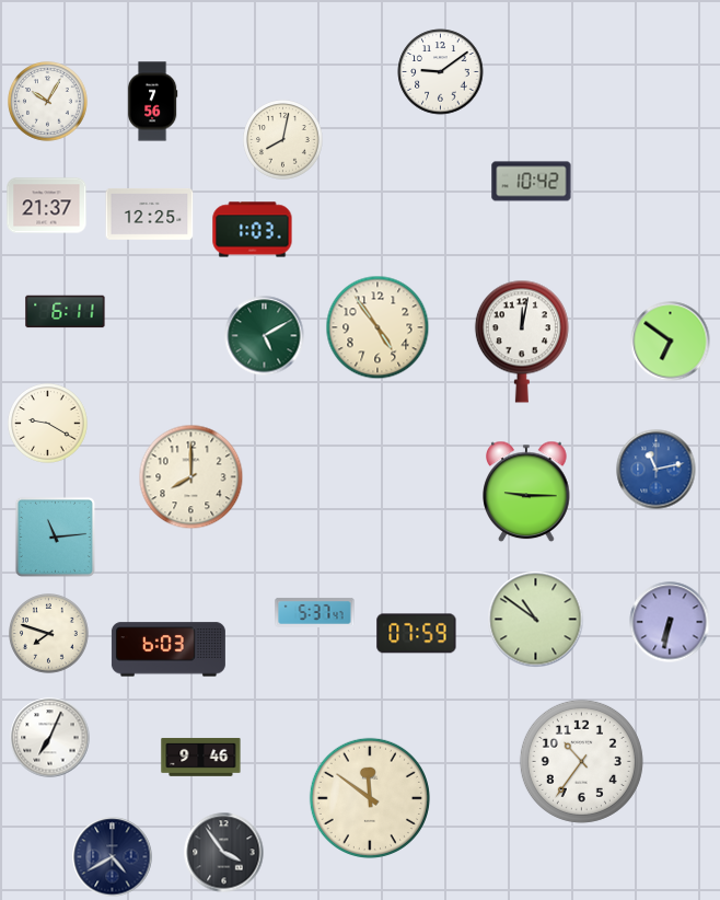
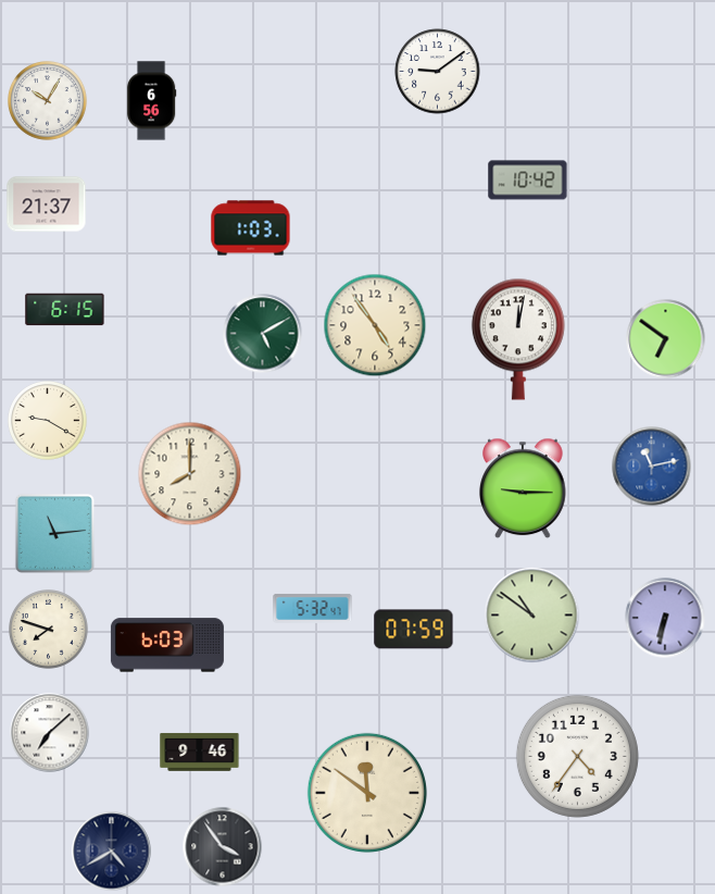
clock at (152, 102): 7:56 -> 6:56
clock at (283, 140): 8:02 -> none
clock at (150, 215): 12:25 -> none
clock at (66, 312): 6:11 -> 6:15
clock at (315, 612): 5:37 -> 5:32
clock at (50, 738): 7:04 -> 7:08
clock at (581, 761): 10:36 -> 4:36
